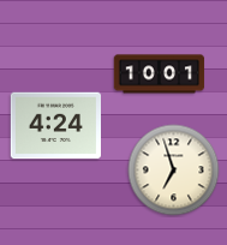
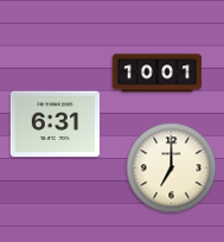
clock at (56, 126): 4:24 -> 6:31
clock at (174, 171): 6:57 -> 7:00
